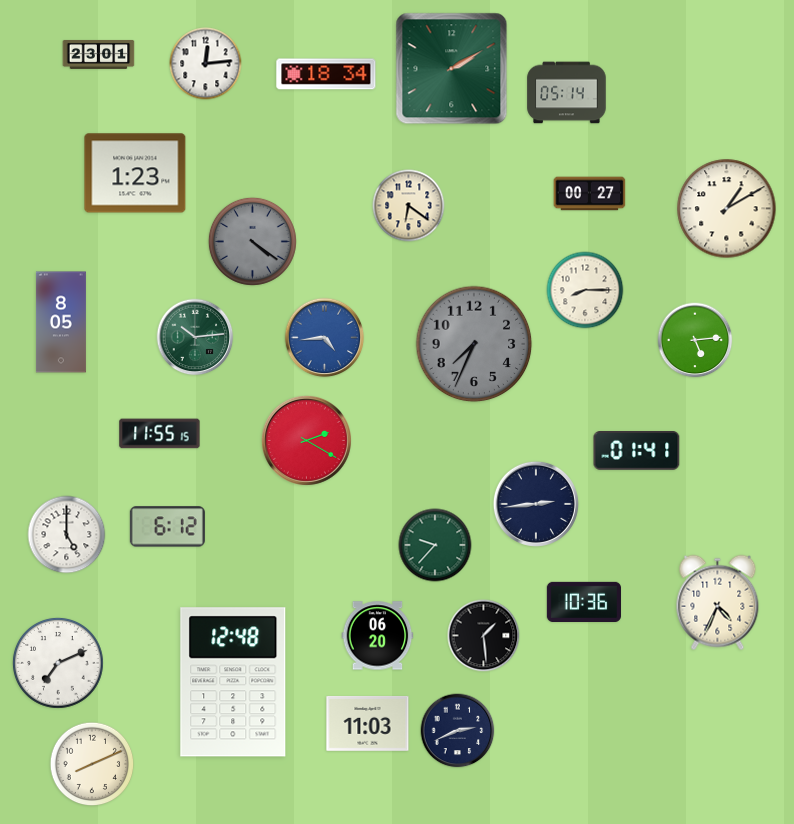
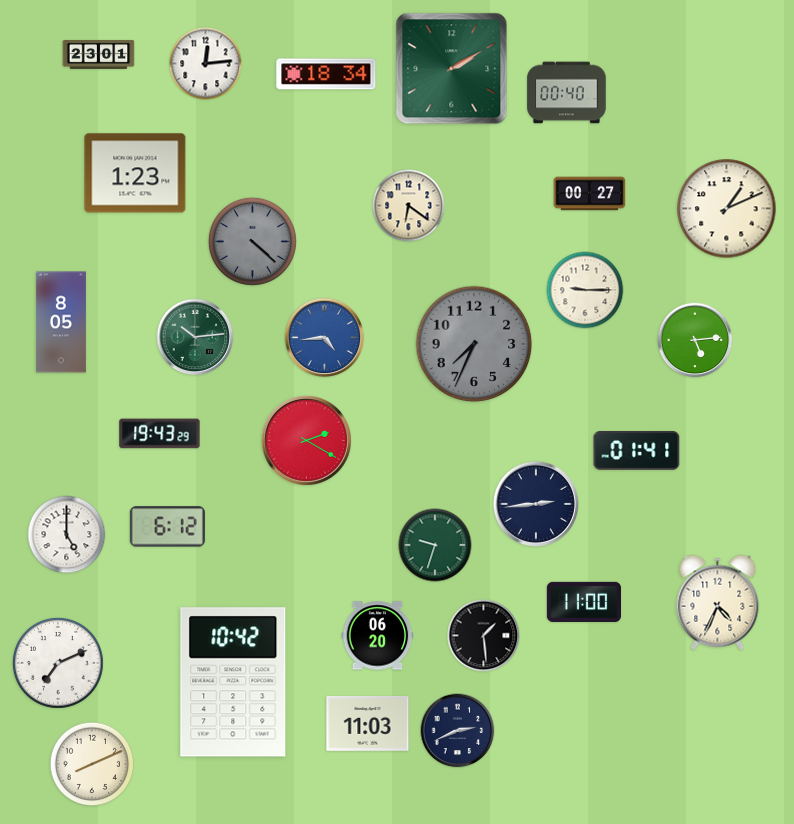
clock at (567, 93): 05:14 -> 00:40
clock at (727, 209): 1:10 -> 1:11
clock at (252, 241): 4:21 -> 4:22
clock at (585, 290): 8:15 -> 9:15
clock at (160, 434): 11:55 -> 19:43
clock at (435, 545): 9:37 -> 9:33
clock at (583, 601): 10:36 -> 11:00
clock at (233, 682): 12:48 -> 10:42
